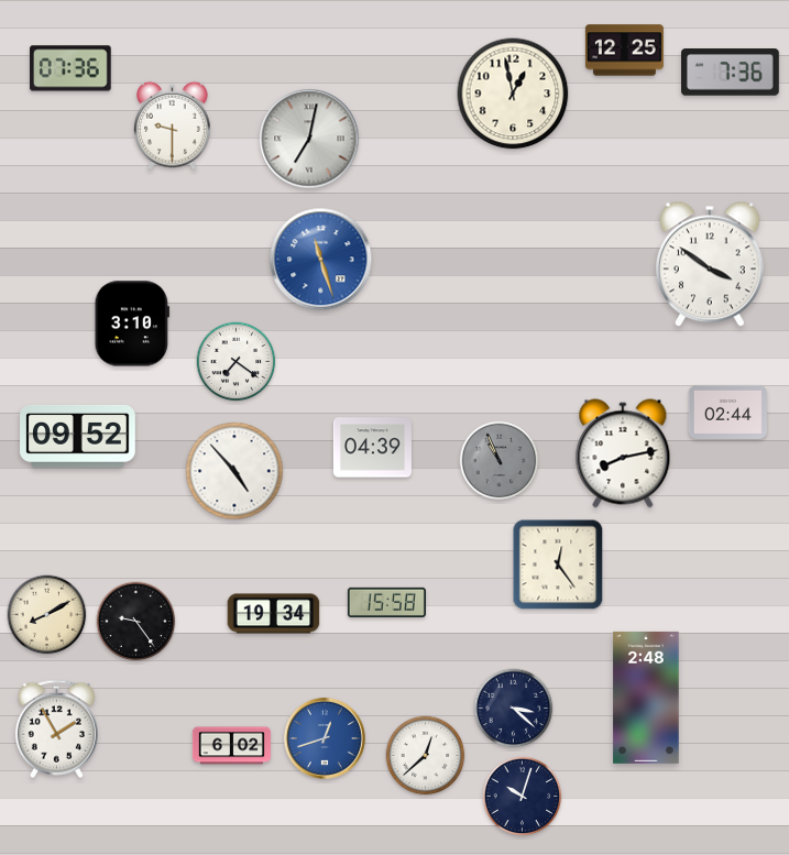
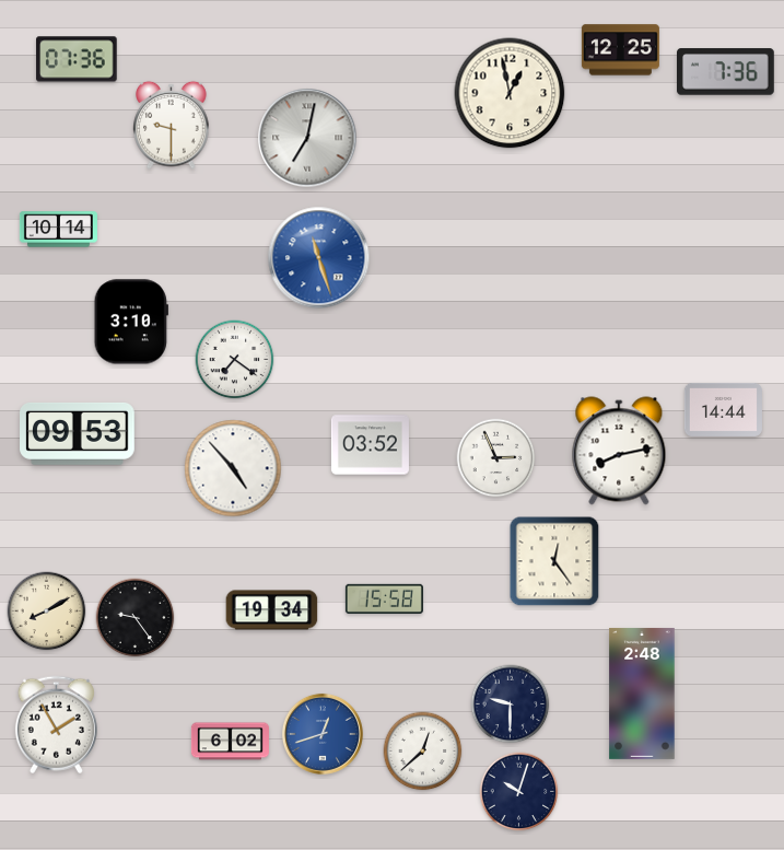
clock at (70, 68) position: (70, 68) -> (77, 59)
clock at (58, 230): none -> 10:14
clock at (710, 264): 3:51 -> none
clock at (727, 412): 02:44 -> 14:44
clock at (78, 436): 09:52 -> 09:53
clock at (372, 448): 04:39 -> 03:52
clock at (500, 461): 10:56 -> 2:56
clock at (500, 461) dial: grey -> white
clock at (514, 709): 3:22 -> 9:30
